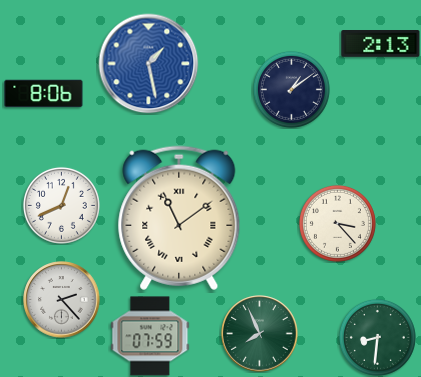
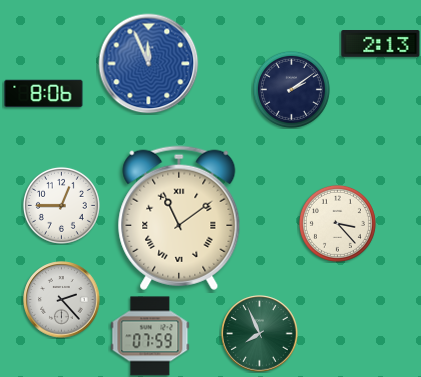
clock at (149, 64): 1:28 -> 11:56
clock at (291, 89): 1:09 -> 2:09
clock at (61, 205): 12:41 -> 12:45
clock at (377, 337): 8:31 -> none
